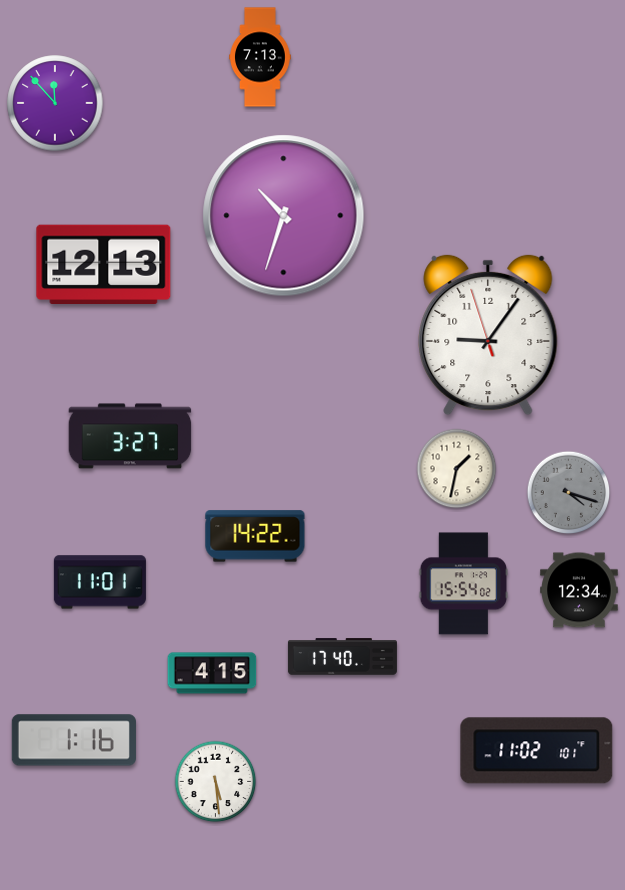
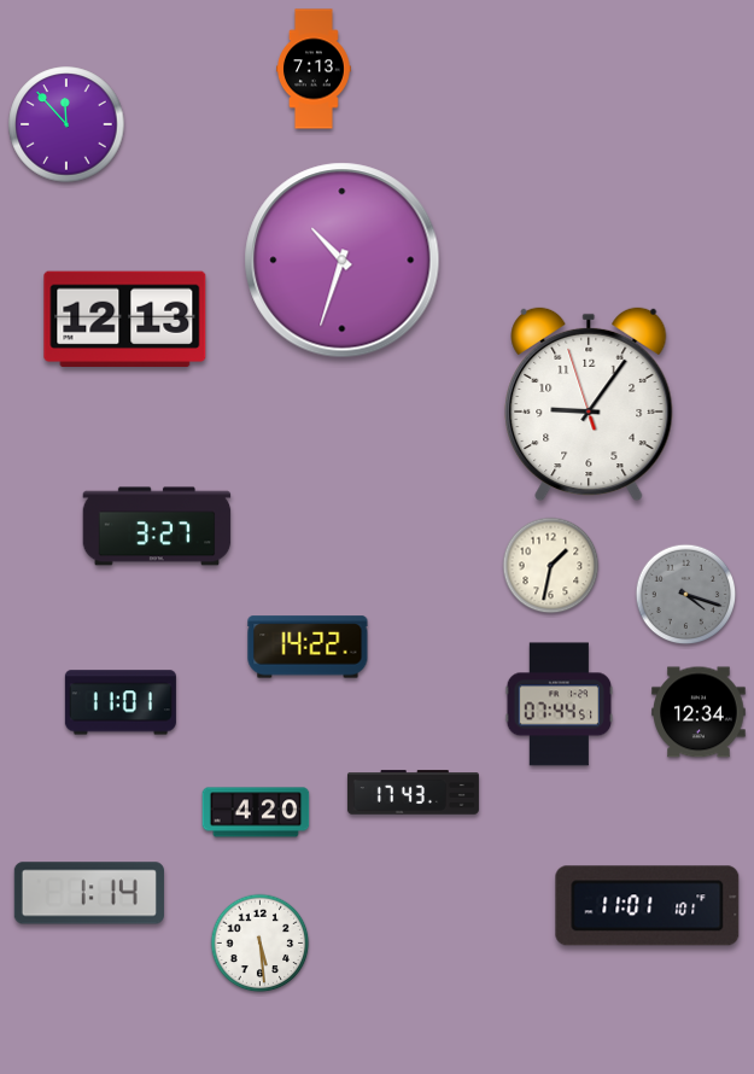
clock at (464, 584): 15:54 -> 07:44
clock at (342, 657): 17:40 -> 17:43
clock at (212, 673): 4:15 -> 4:20
clock at (74, 740): 1:16 -> 1:14
clock at (537, 751): 11:02 -> 11:01
